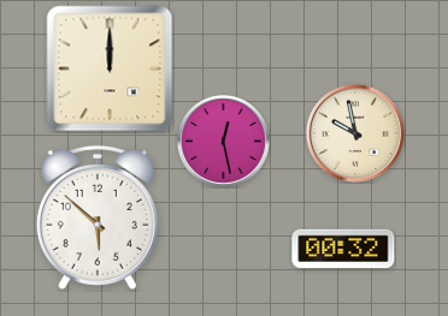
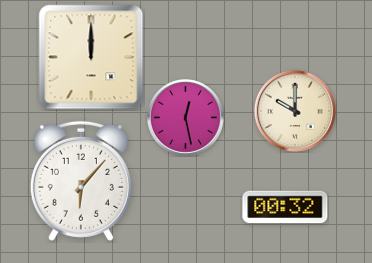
clock at (355, 133): 9:58 -> 10:00
clock at (98, 217): 5:52 -> 6:07
